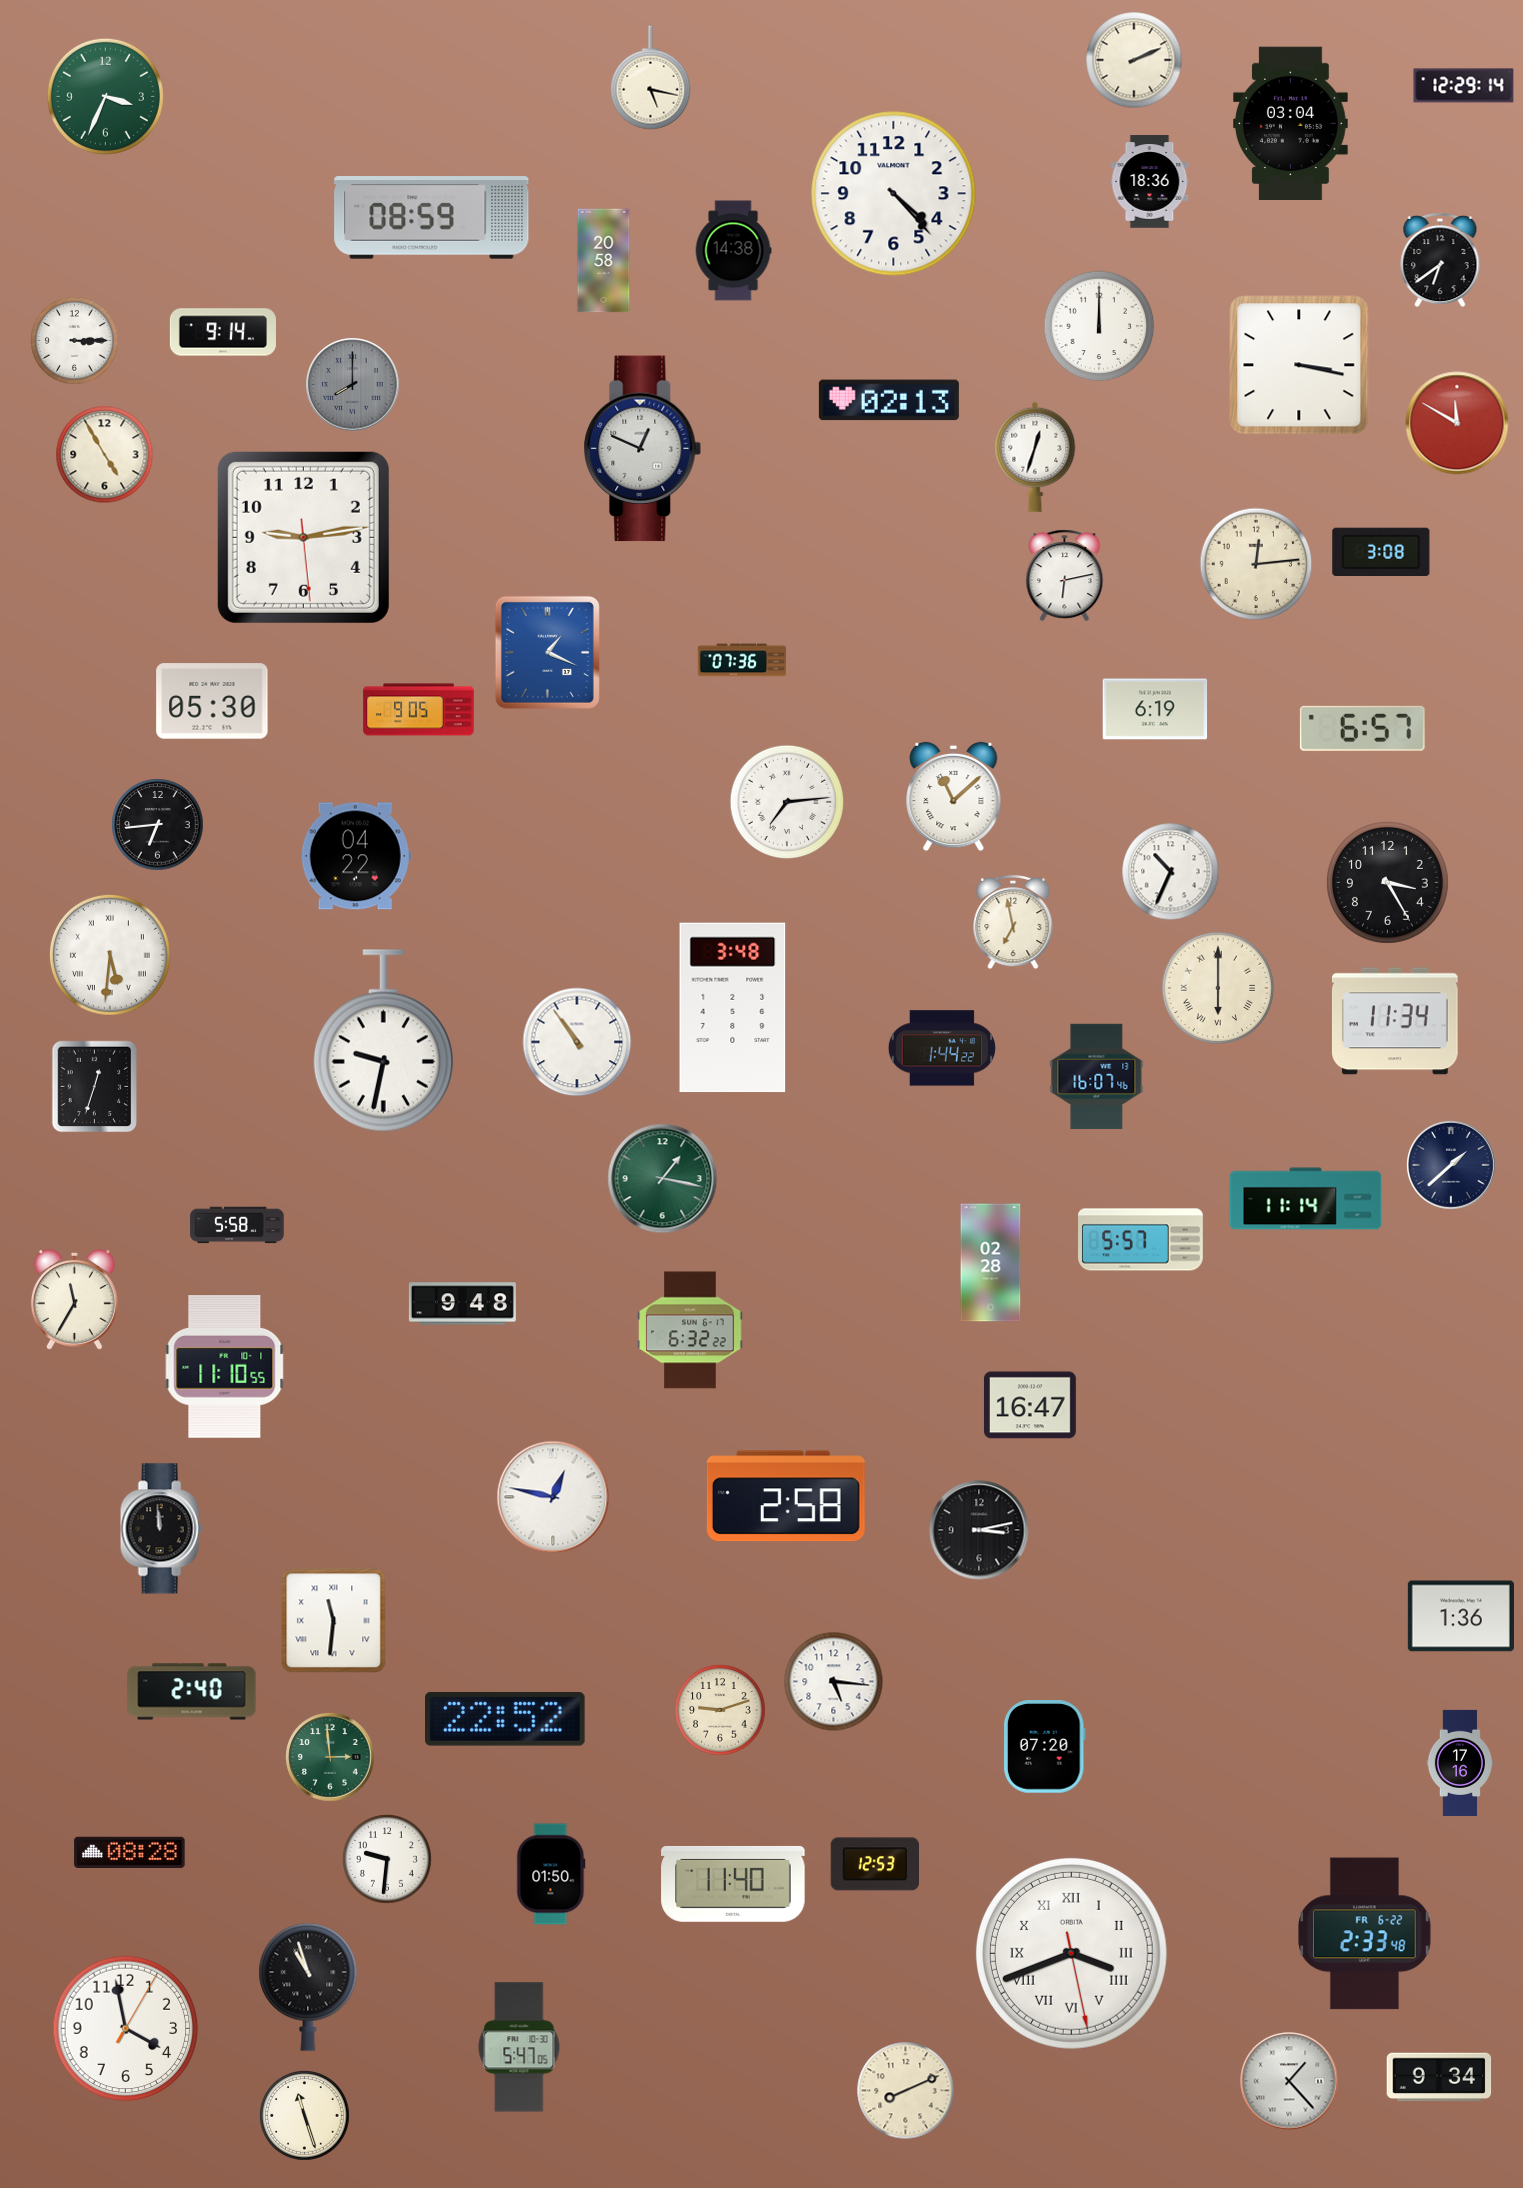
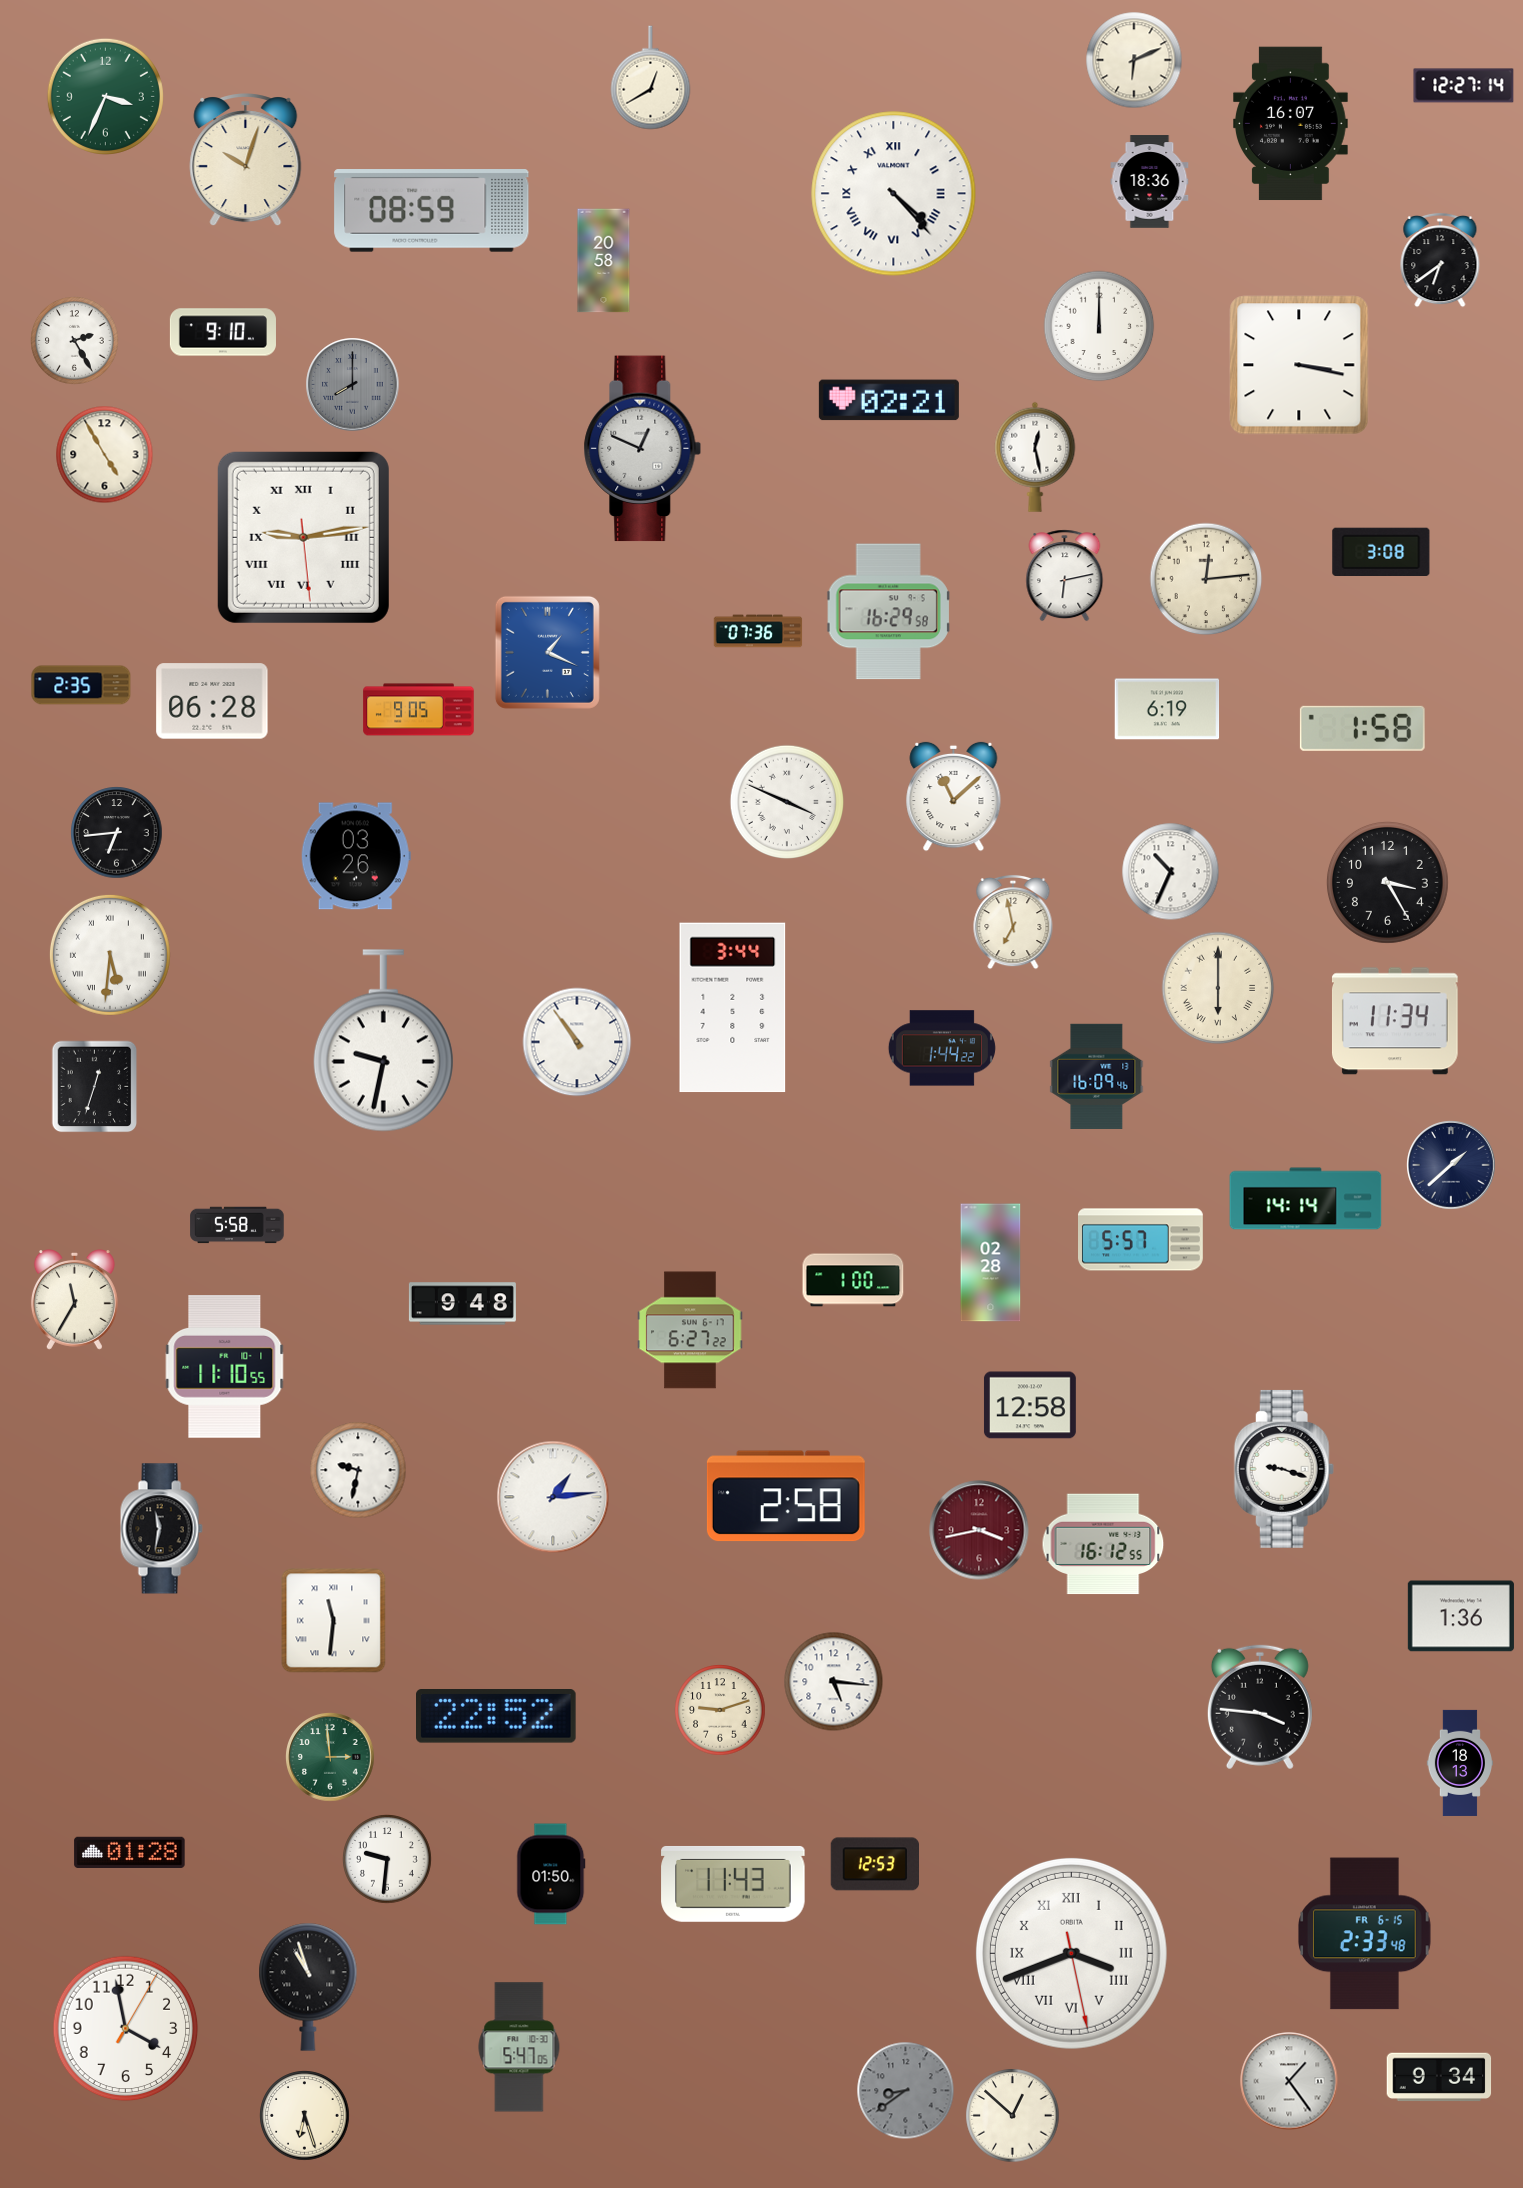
clock at (1134, 60): 2:11 -> 6:11
clock at (651, 78): 5:17 -> 12:40
clock at (1464, 86): 12:29 -> 12:27
clock at (1291, 124): 03:04 -> 16:07
clock at (246, 160): none -> 10:03
clock at (894, 194) numerals: Arabic -> Roman
clock at (432, 218) position: (432, 218) -> (432, 211)
clock at (733, 251): 14:38 -> none
clock at (223, 332): 9:14 -> 9:10
clock at (75, 341): 3:15 -> 2:25
clock at (889, 400): 02:13 -> 02:21
clock at (1457, 423): 11:50 -> none
clock at (1035, 457): 12:33 -> 12:28
clock at (303, 537) numerals: Arabic -> Roman
clock at (1256, 564) position: (1256, 564) -> (1206, 579)
clock at (889, 612): none -> 16:29
clock at (742, 660) position: (742, 660) -> (758, 631)
clock at (81, 685): none -> 2:35
clock at (212, 701): 05:30 -> 06:28
clock at (1155, 709) position: (1155, 709) -> (1167, 709)
clock at (1362, 728): 6:57 -> 1:58
clock at (787, 802): 7:14 -> 3:49
clock at (158, 825) position: (158, 825) -> (117, 833)
clock at (356, 856): 04:22 -> 03:26
clock at (733, 1008): 3:48 -> 3:44
clock at (1097, 1076): 16:07 -> 16:09
clock at (663, 1179): 1:17 -> none
clock at (1306, 1199): 11:14 -> 14:14
clock at (853, 1280): none -> 1:00
clock at (690, 1330): 6:32 -> 6:27
clock at (1030, 1405): 16:47 -> 12:58
clock at (1284, 1469): none -> 9:18
clock at (358, 1470): none -> 9:32
clock at (553, 1497): 12:47 -> 1:14
clock at (161, 1529): 11:59 -> 11:32
clock at (979, 1530): 3:13 -> 3:43
clock at (979, 1530) dial: black -> burgundy
clock at (1103, 1544): none -> 16:12
clock at (192, 1692): 2:40 -> none
clock at (1260, 1707): none -> 3:46
clock at (506, 1719) position: (506, 1719) -> (497, 1716)
clock at (1044, 1747): 07:20 -> none
clock at (1459, 1763): 17:16 -> 18:13
clock at (130, 1852): 08:28 -> 01:28
clock at (733, 1884): 11:40 -> 11:43
clock at (1365, 1934) date: FR 6-22 -> FR 6-15
clock at (1289, 2081): 1:23 -> 1:24
clock at (906, 2091): 8:11 -> 8:39
clock at (906, 2091) dial: cream -> grey
clock at (305, 2116): 11:27 -> 6:27
clock at (1013, 2116): none -> 12:52
